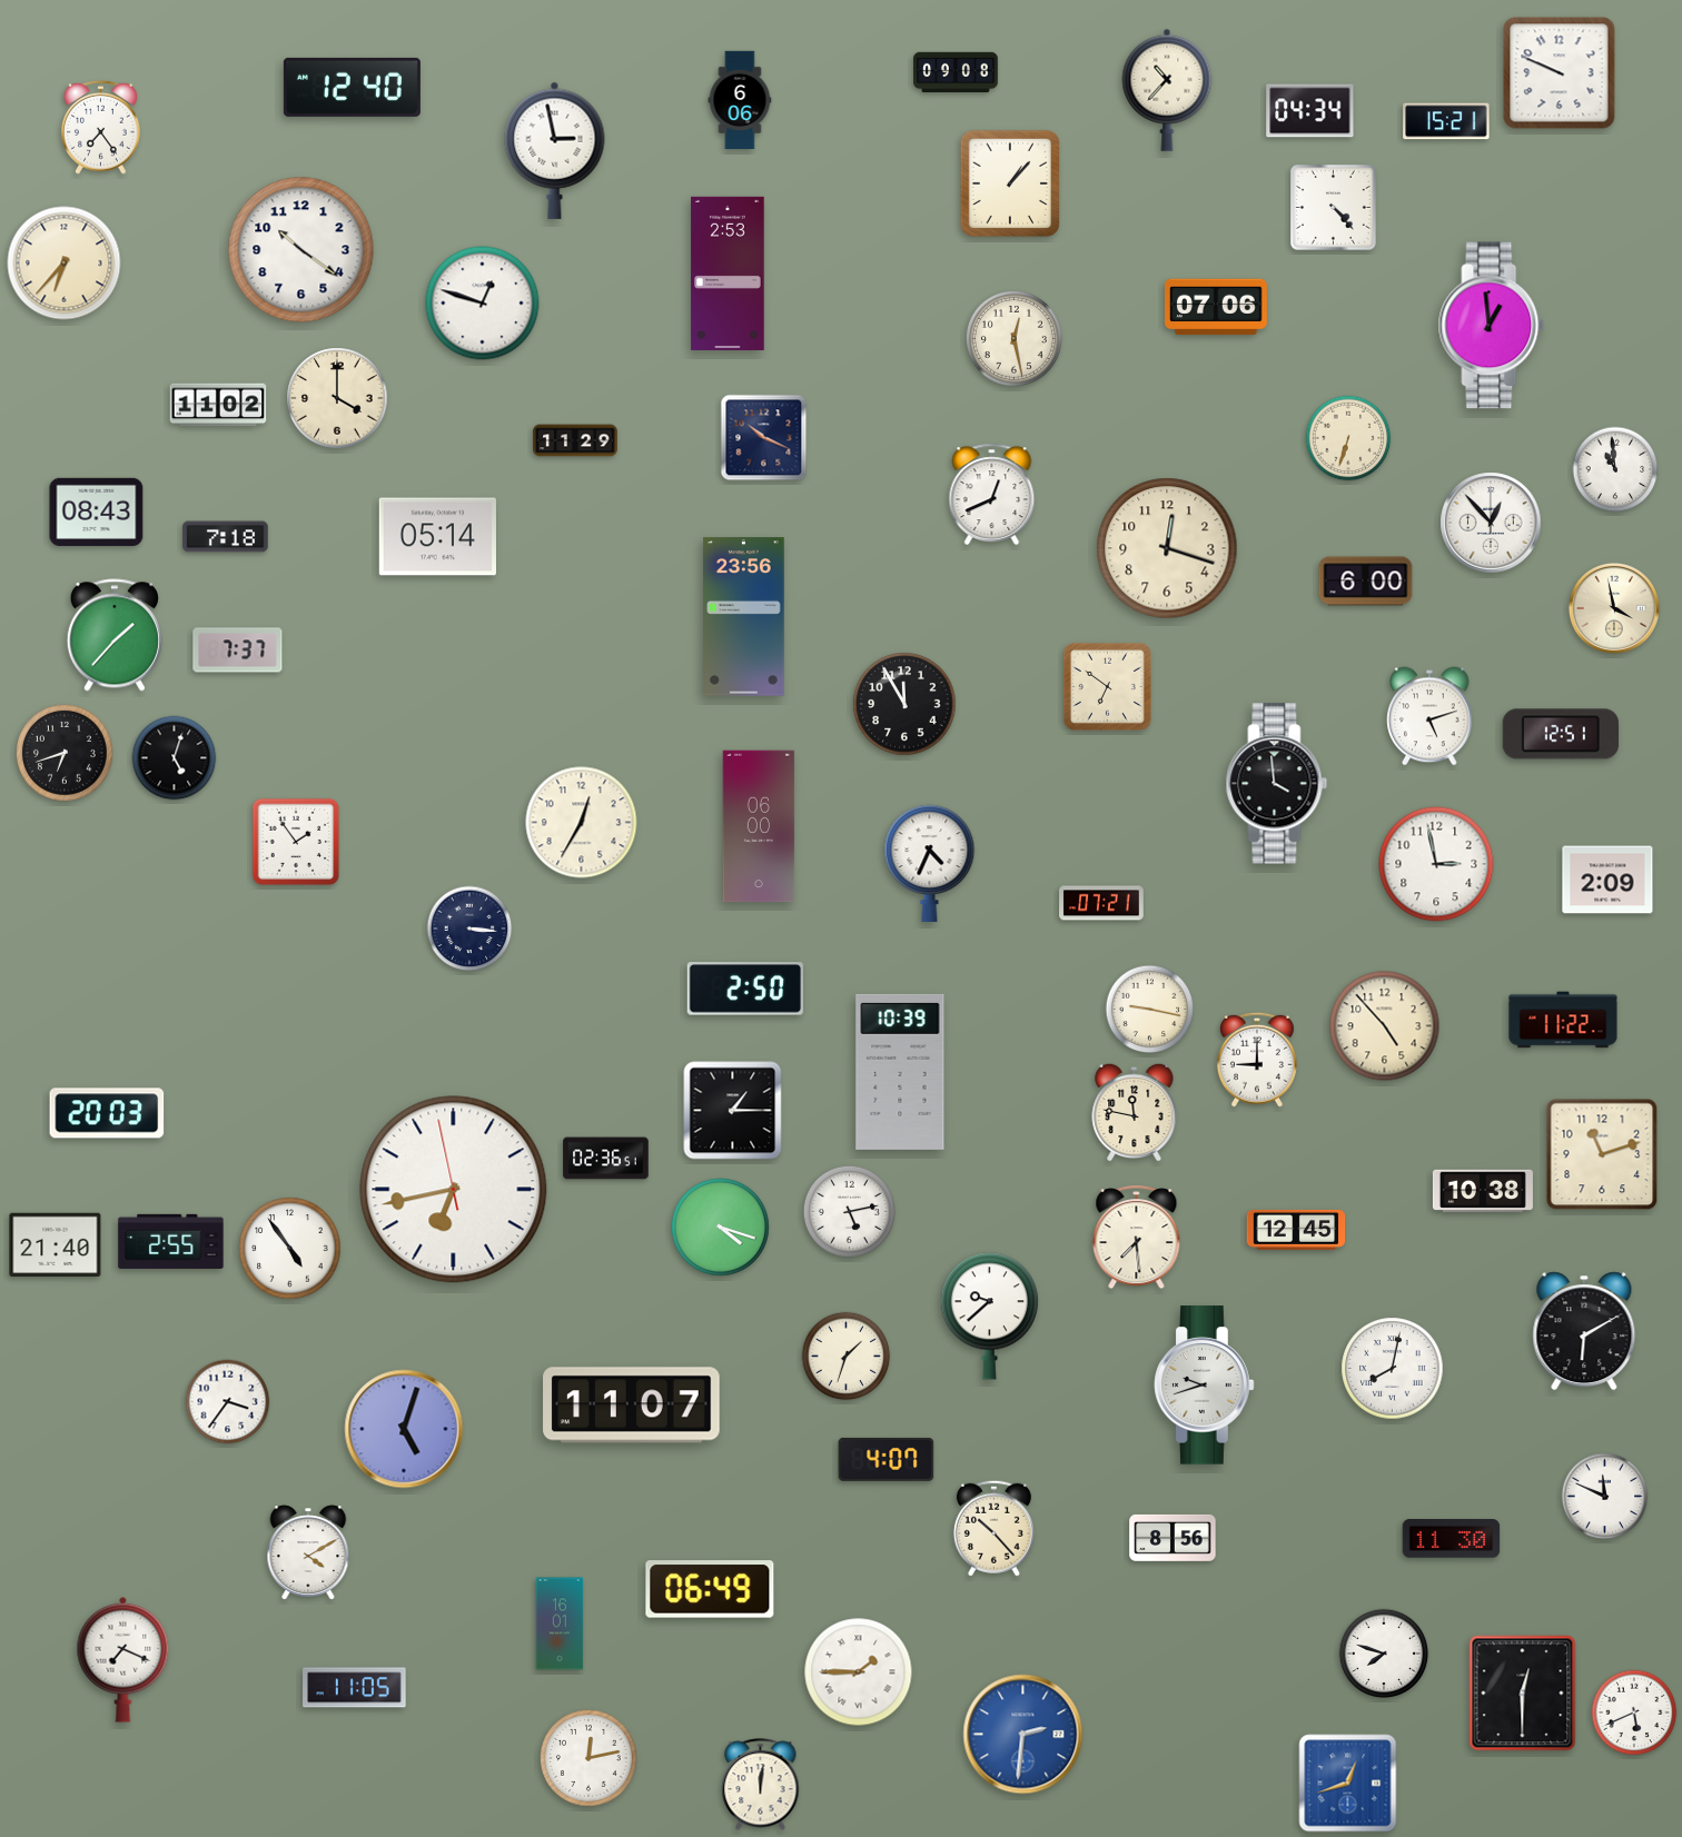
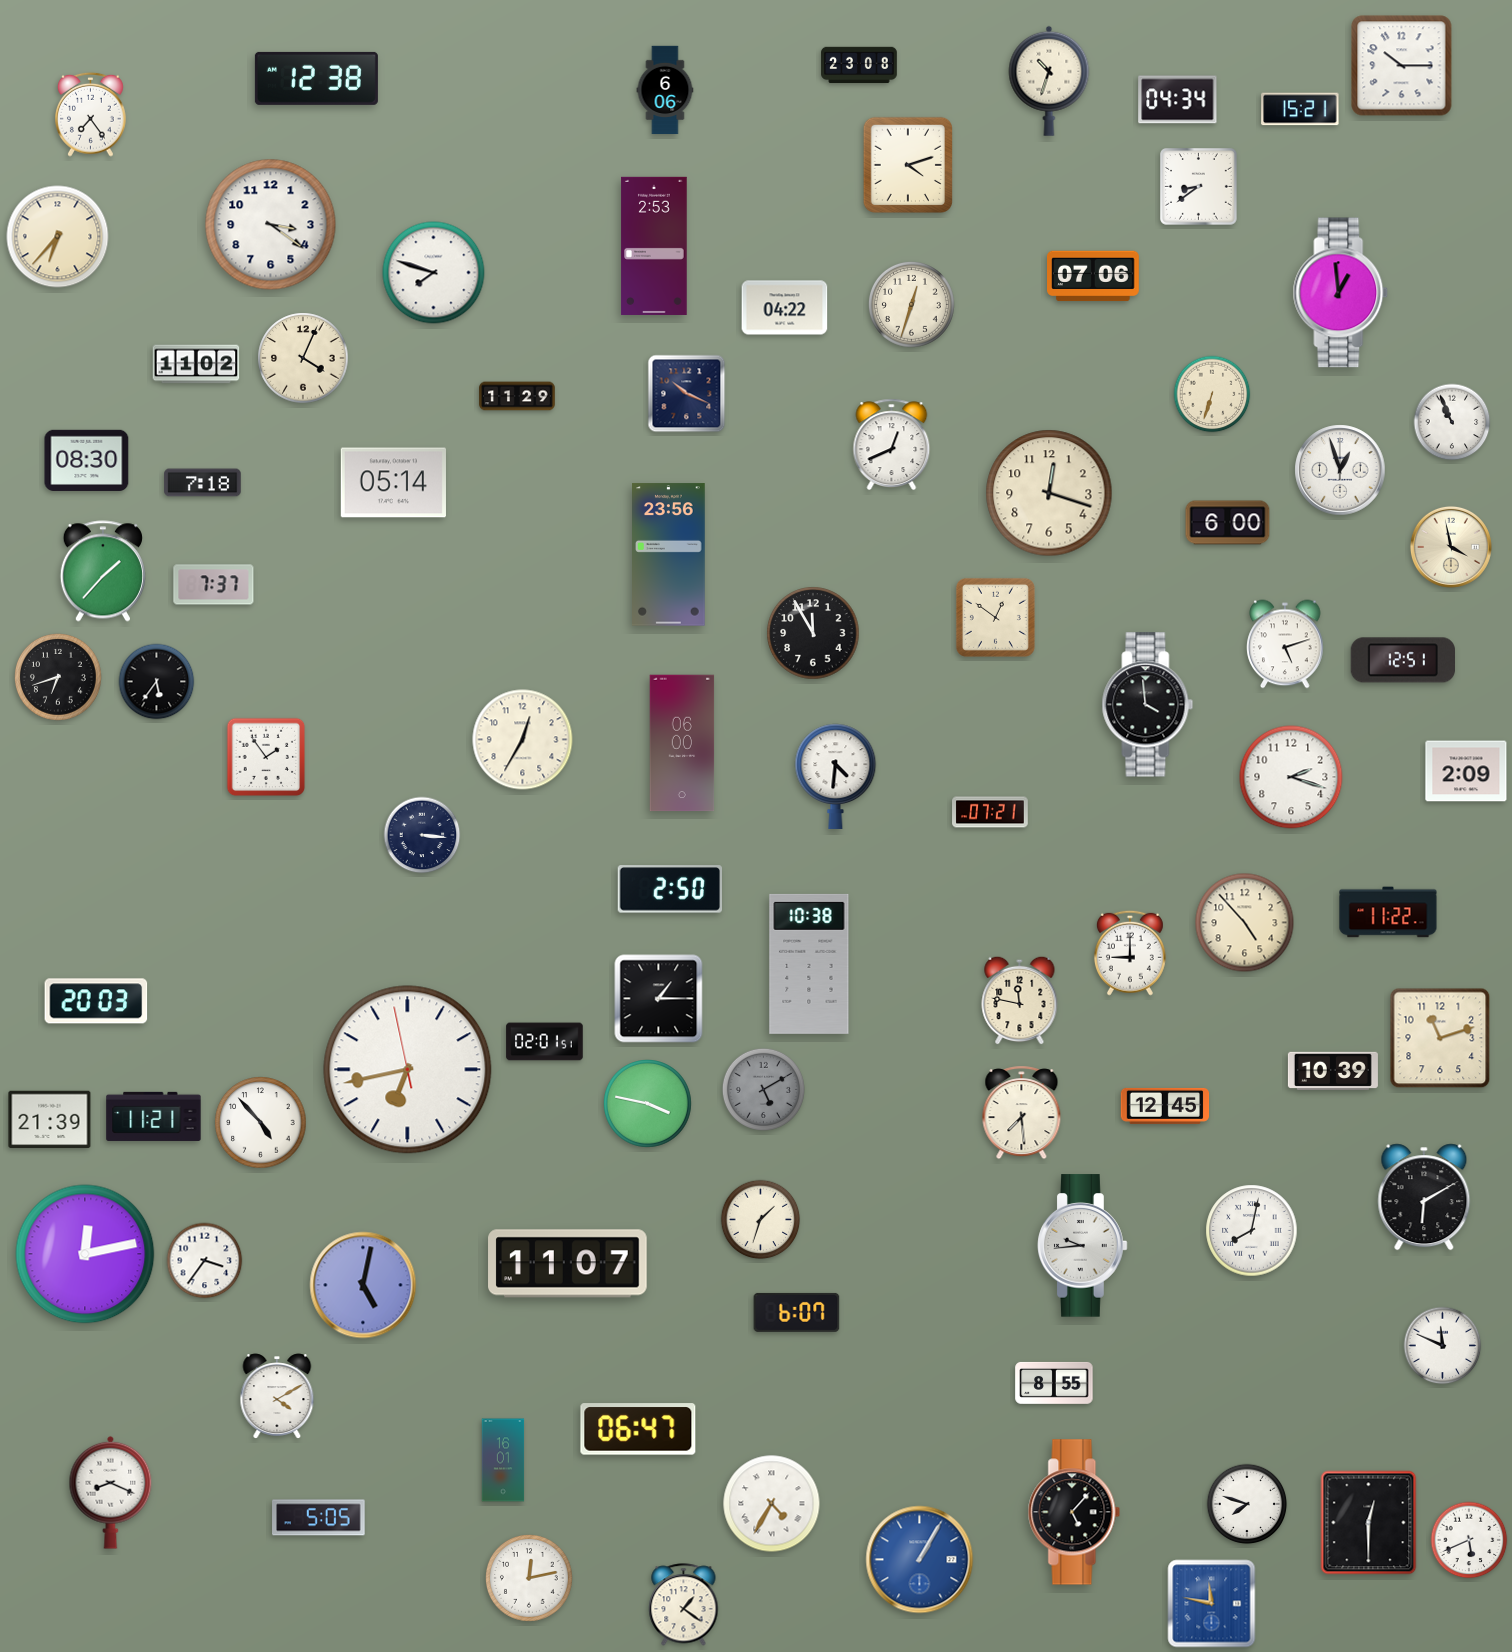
clock at (956, 72): 09:08 -> 23:08
clock at (1560, 73): 9:49 -> 10:15
clock at (352, 87): 12:40 -> 12:38
clock at (1167, 90): 10:37 -> 10:33
clock at (555, 150): 2:58 -> none
clock at (1009, 182): 1:07 -> 4:12
clock at (1334, 208): 4:23 -> 8:39
clock at (301, 250): 10:21 -> 3:21
clock at (483, 304): 12:48 -> 7:48
clock at (1013, 338): 12:28 -> 12:33
clock at (785, 308): none -> 04:22
clock at (337, 398): 4:00 -> 4:04
clock at (1615, 469): 10:59 -> 10:56
clock at (97, 512): 08:43 -> 08:30
clock at (1491, 523): 12:53 -> 12:57
clock at (1107, 686): 6:51 -> 12:51
clock at (175, 758): 5:03 -> 5:36
clock at (930, 863): 4:34 -> 4:31
clock at (1436, 864): 2:58 -> 2:18
clock at (1607, 880) position: (1607, 880) -> (1466, 771)
clock at (1150, 1010): 9:17 -> none
clock at (1563, 1020) position: (1563, 1020) -> (1388, 912)
clock at (900, 1072): 10:39 -> 10:38
clock at (606, 1159): 02:36 -> 02:01
clock at (1483, 1190): 10:38 -> 10:39
clock at (849, 1211): 5:13 -> 5:10
clock at (849, 1211) dial: white -> grey
clock at (721, 1228): 4:18 -> 3:47
clock at (171, 1241): 2:55 -> 11:21
clock at (56, 1245): 21:40 -> 21:39
clock at (290, 1249): 4:54 -> 4:53
clock at (989, 1317): 9:38 -> none
clock at (1205, 1386): 9:42 -> 9:44
clock at (85, 1254): none -> 12:13
clock at (404, 1429): 5:03 -> 5:02
clock at (887, 1459): 4:07 -> 6:07
clock at (993, 1528): 10:23 -> none
clock at (1173, 1538): 8:56 -> 8:55
clock at (1452, 1539): 11:30 -> none
clock at (710, 1589): 06:49 -> 06:47
clock at (1384, 1654) position: (1384, 1654) -> (1247, 1504)
clock at (123, 1659): 7:19 -> 8:19
clock at (859, 1672): 1:45 -> 4:35
clock at (1074, 1512): none -> 5:07
clock at (355, 1688): 11:05 -> 5:05
clock at (1023, 1735): 2:31 -> 1:05
clock at (590, 1759) position: (590, 1759) -> (530, 1579)
clock at (1348, 1784): 12:42 -> 11:47
clock at (761, 1785): 12:01 -> 1:21
